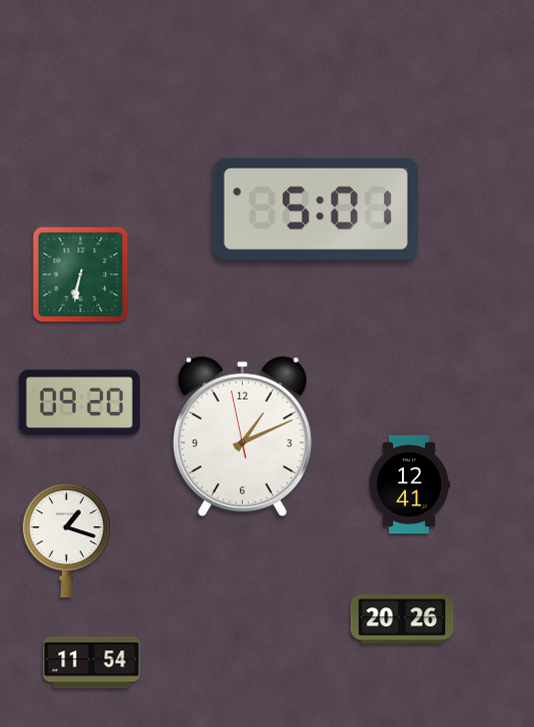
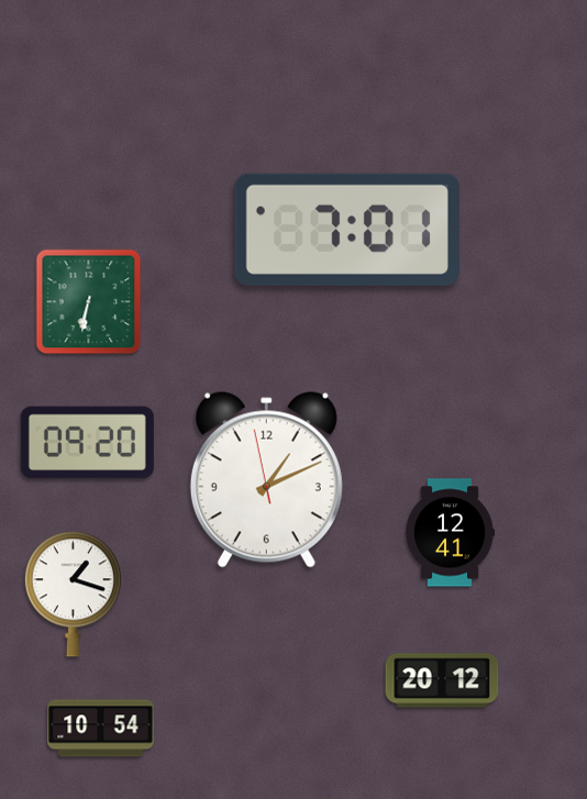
clock at (316, 209): 5:01 -> 7:01
clock at (402, 619): 20:26 -> 20:12
clock at (92, 663): 11:54 -> 10:54
